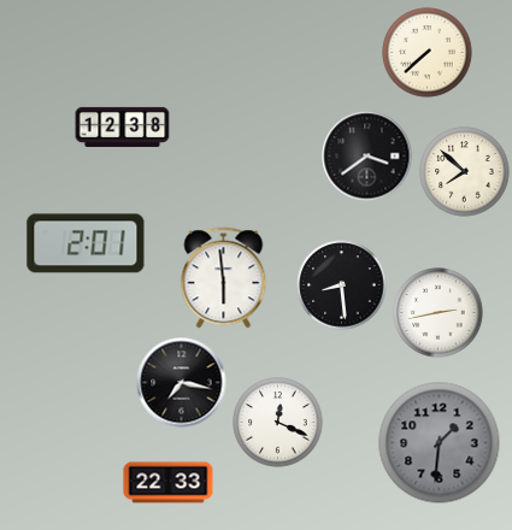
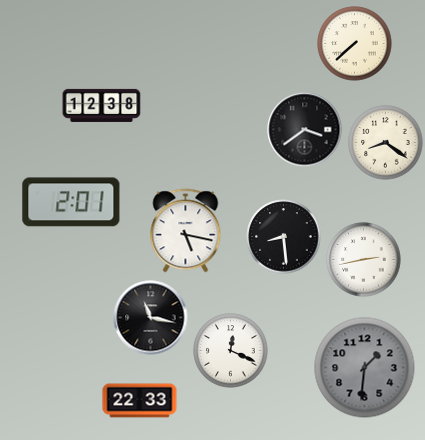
clock at (465, 172): 7:52 -> 8:21
clock at (224, 278): 5:59 -> 5:17
clock at (182, 383): 7:17 -> 11:17
